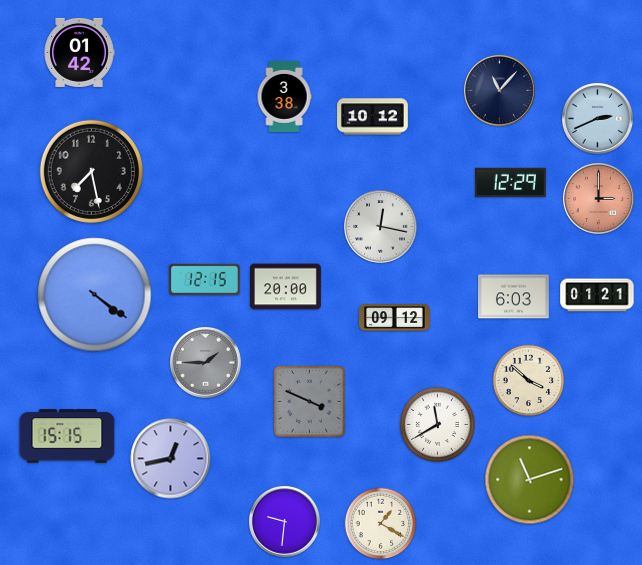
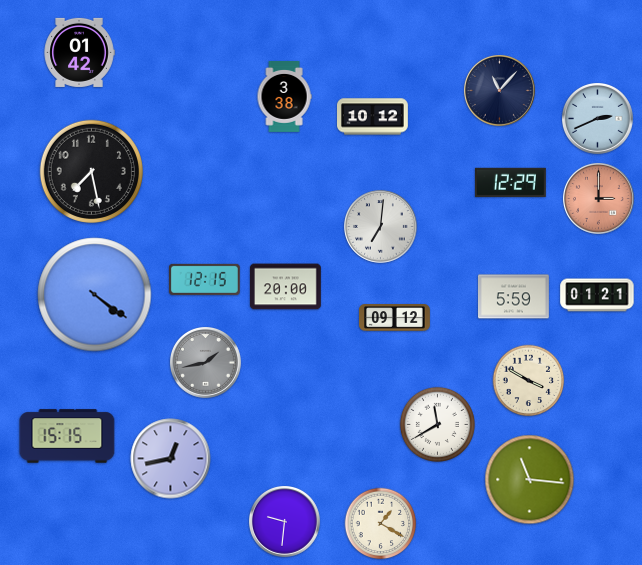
clock at (381, 227): 12:17 -> 7:01
clock at (514, 297): 6:03 -> 5:59
clock at (206, 363): 1:45 -> 1:43
clock at (529, 381): 3:52 -> 3:50
clock at (309, 401): 3:49 -> none
clock at (530, 480): 11:12 -> 11:16
